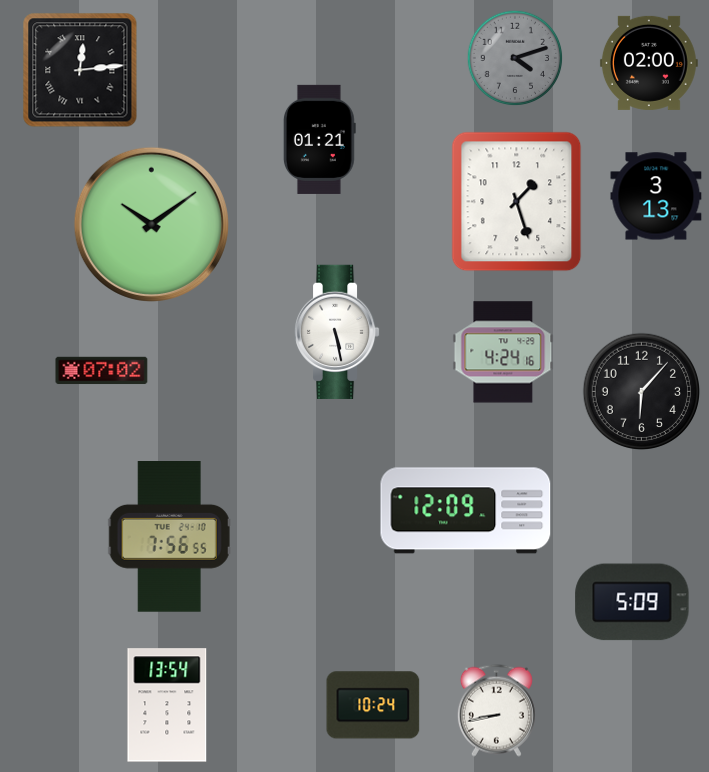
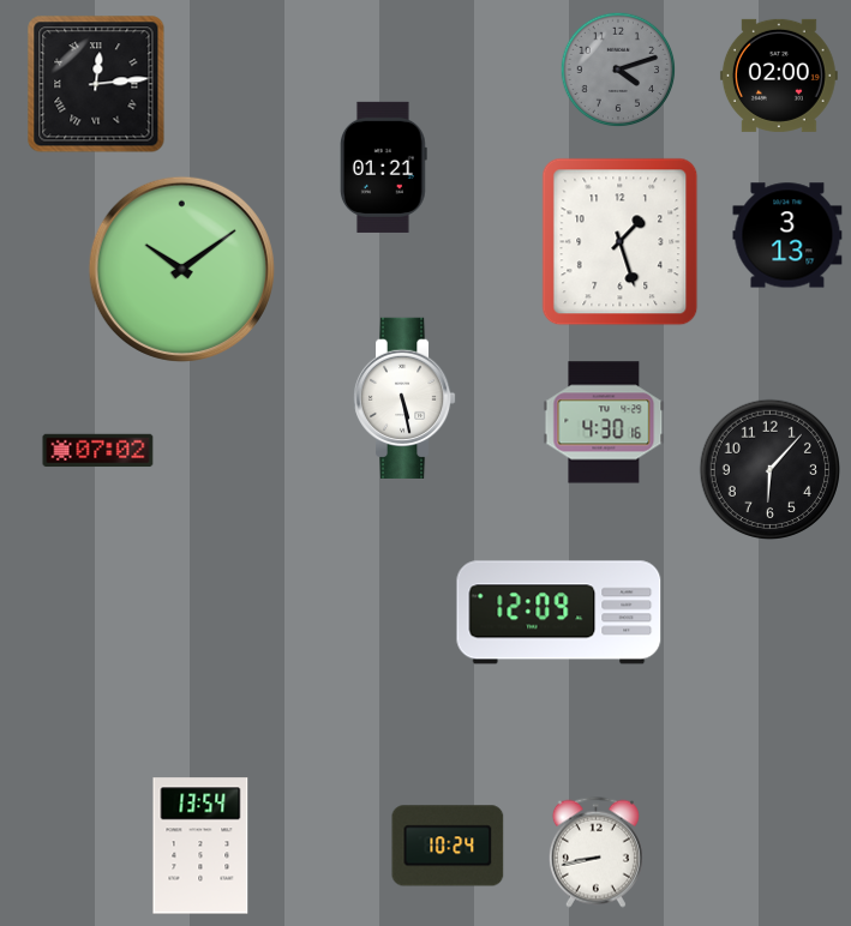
clock at (503, 352): 4:24 -> 4:30
clock at (102, 371) position: (102, 371) -> (98, 451)
clock at (169, 537): 7:56 -> none
clock at (632, 602): 5:09 -> none
